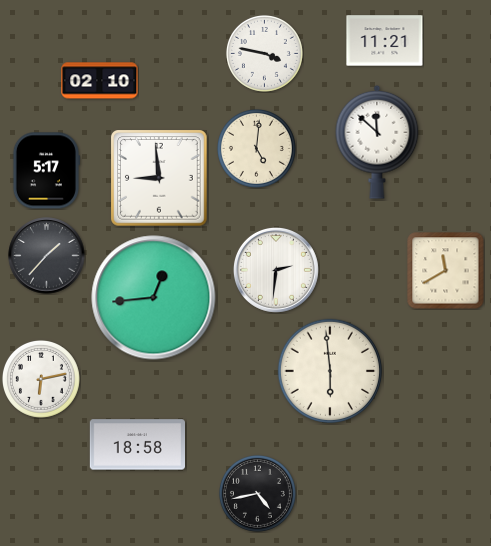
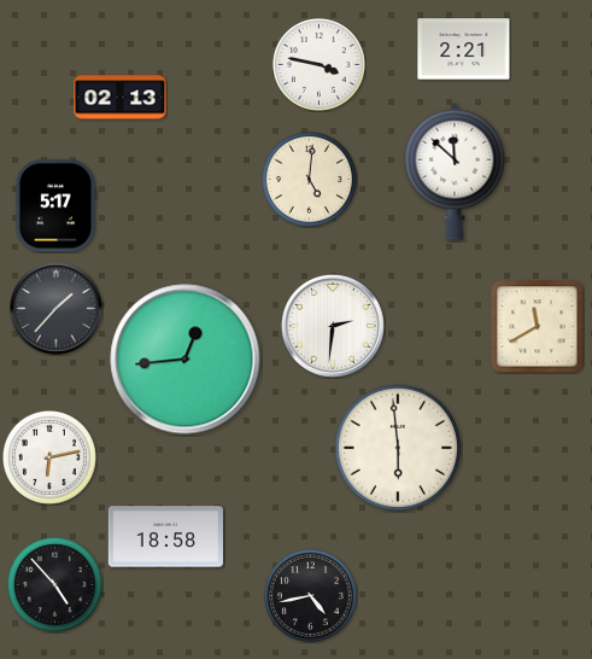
clock at (385, 41): 11:21 -> 2:21
clock at (100, 81): 02:10 -> 02:13
clock at (159, 178): 8:59 -> none
clock at (54, 584): none -> 4:53
